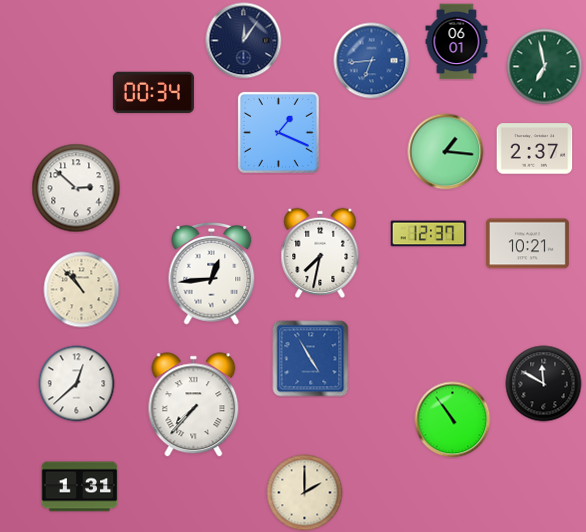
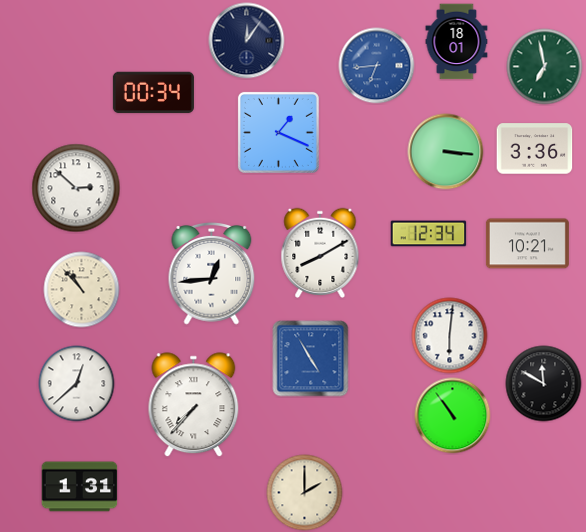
clock at (244, 41) position: (244, 41) -> (247, 41)
clock at (457, 42): 06:01 -> 18:01
clock at (372, 61) position: (372, 61) -> (377, 66)
clock at (535, 149): 2:37 -> 3:36
clock at (446, 152): 1:16 -> 3:16
clock at (429, 234): 12:37 -> 12:34
clock at (320, 253): 7:32 -> 8:10
clock at (450, 336): none -> 6:01
clock at (453, 420) position: (453, 420) -> (453, 416)
